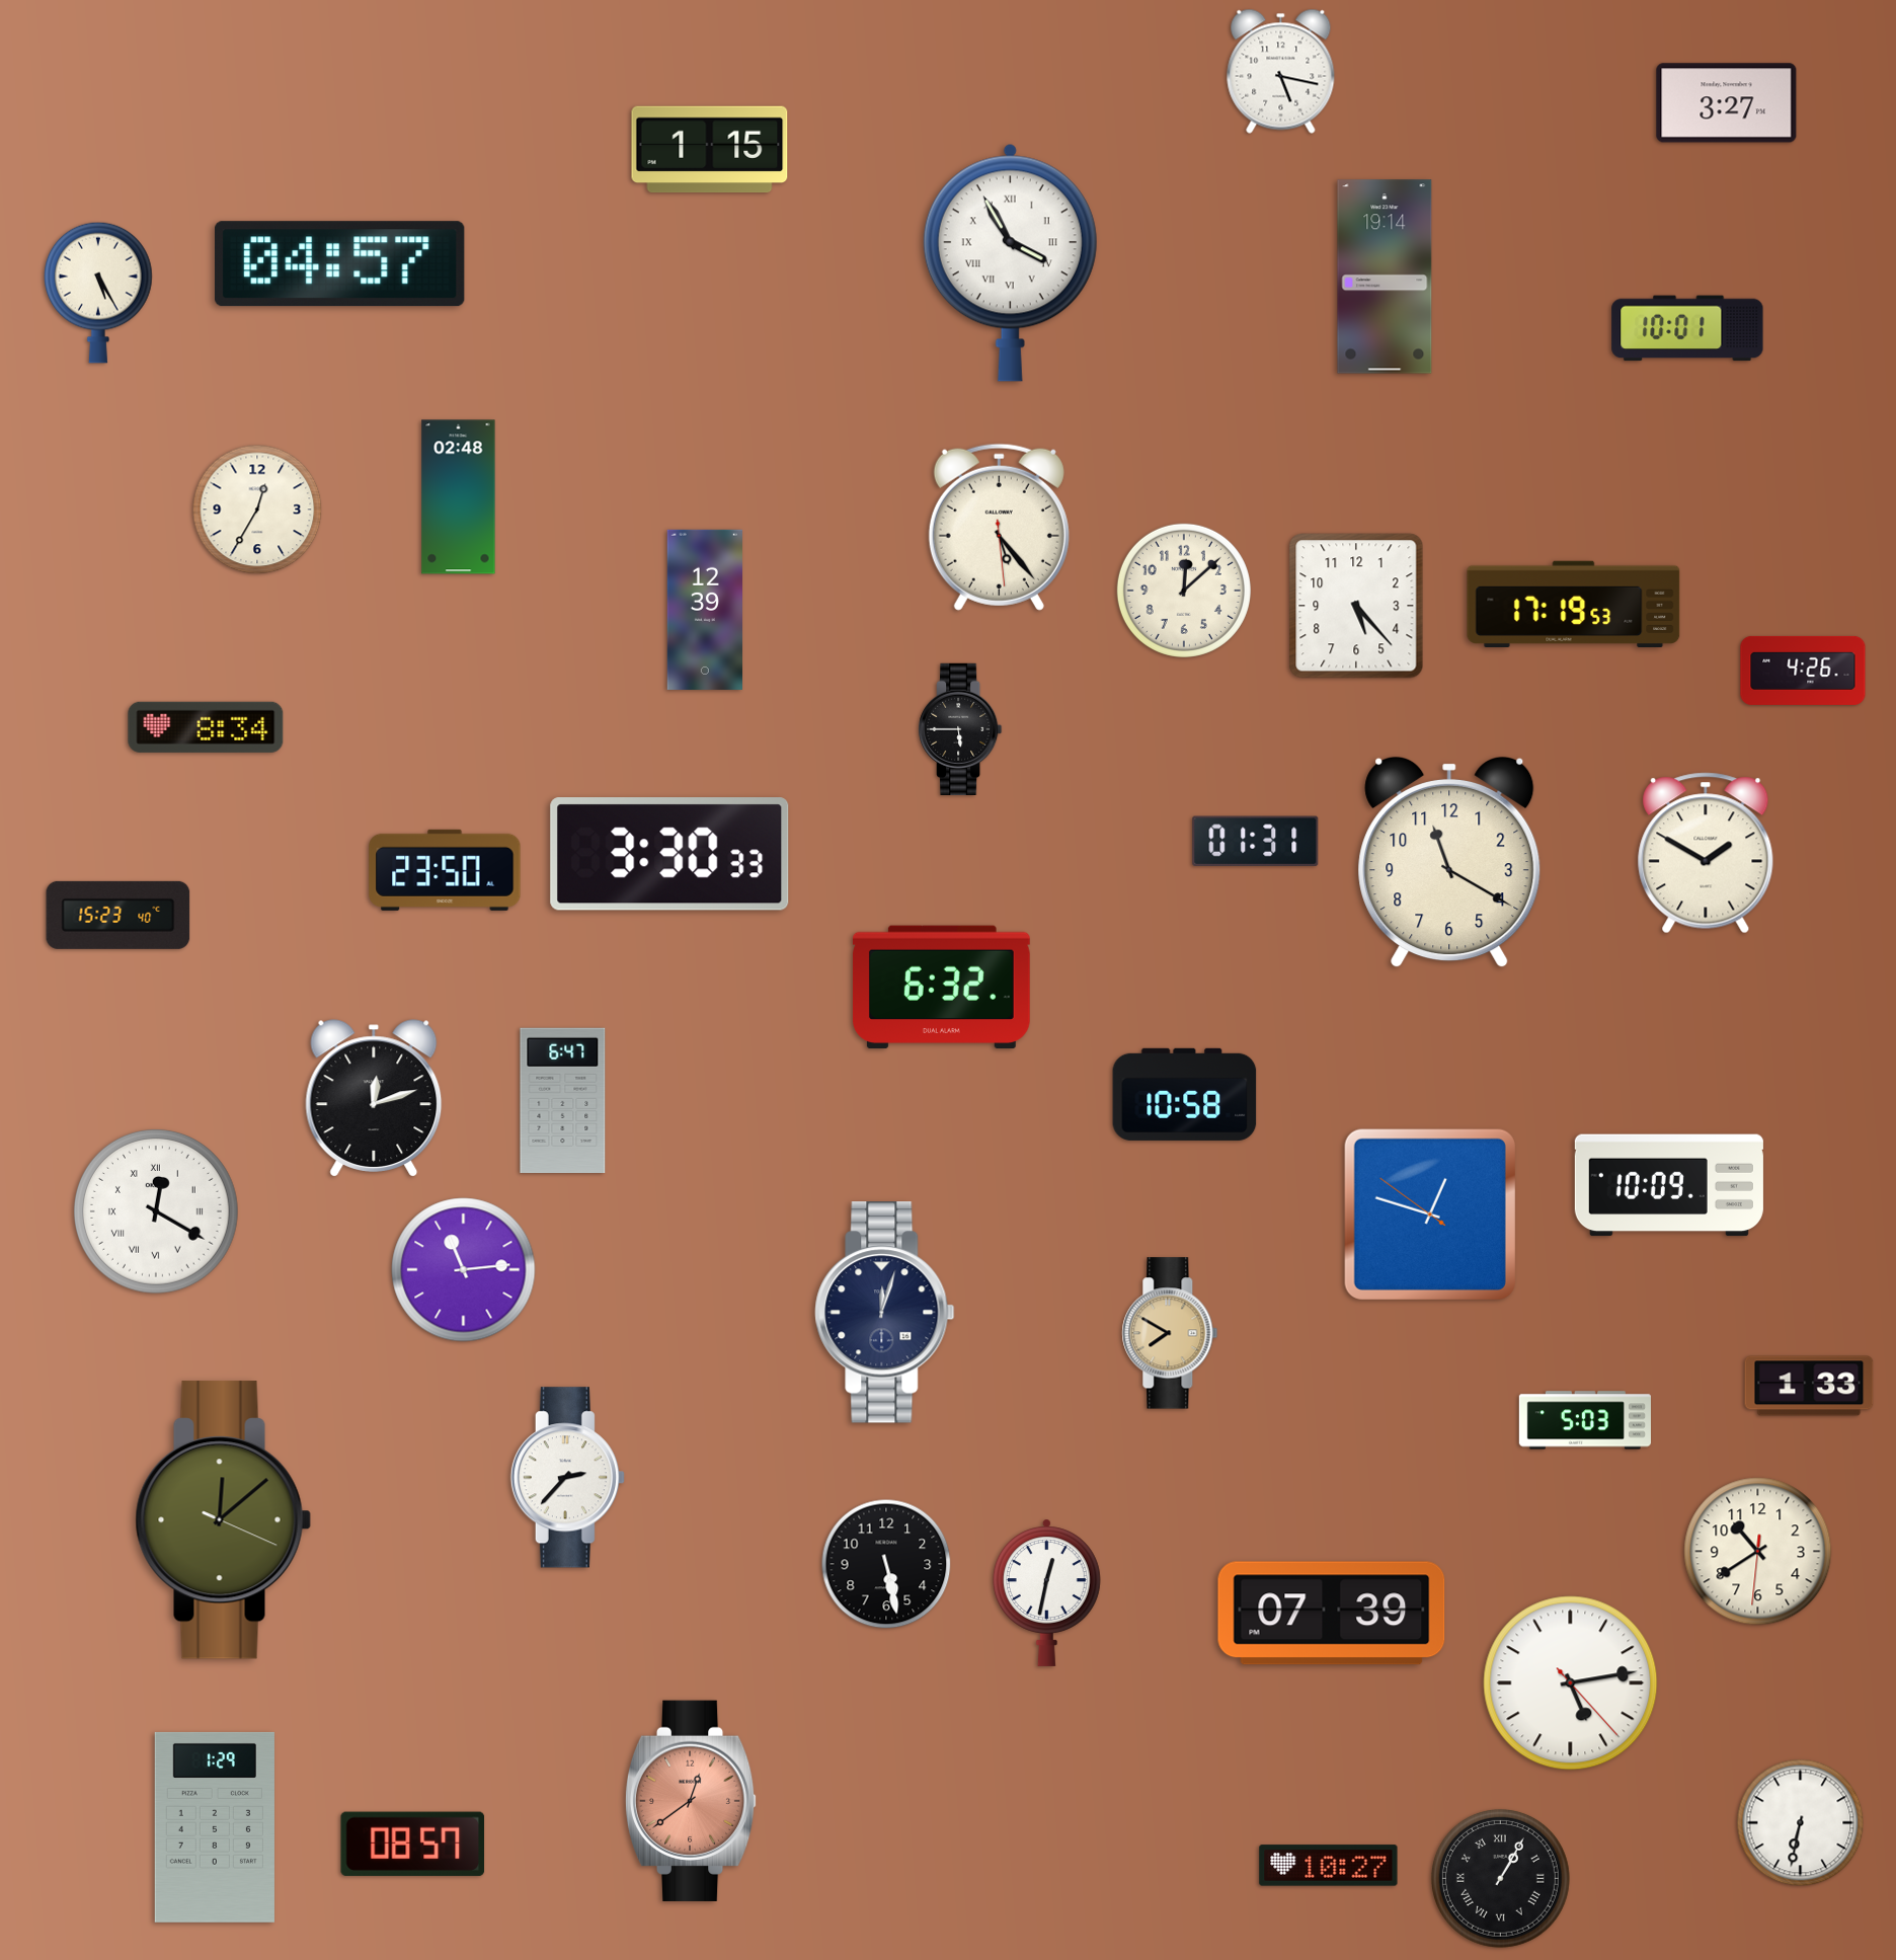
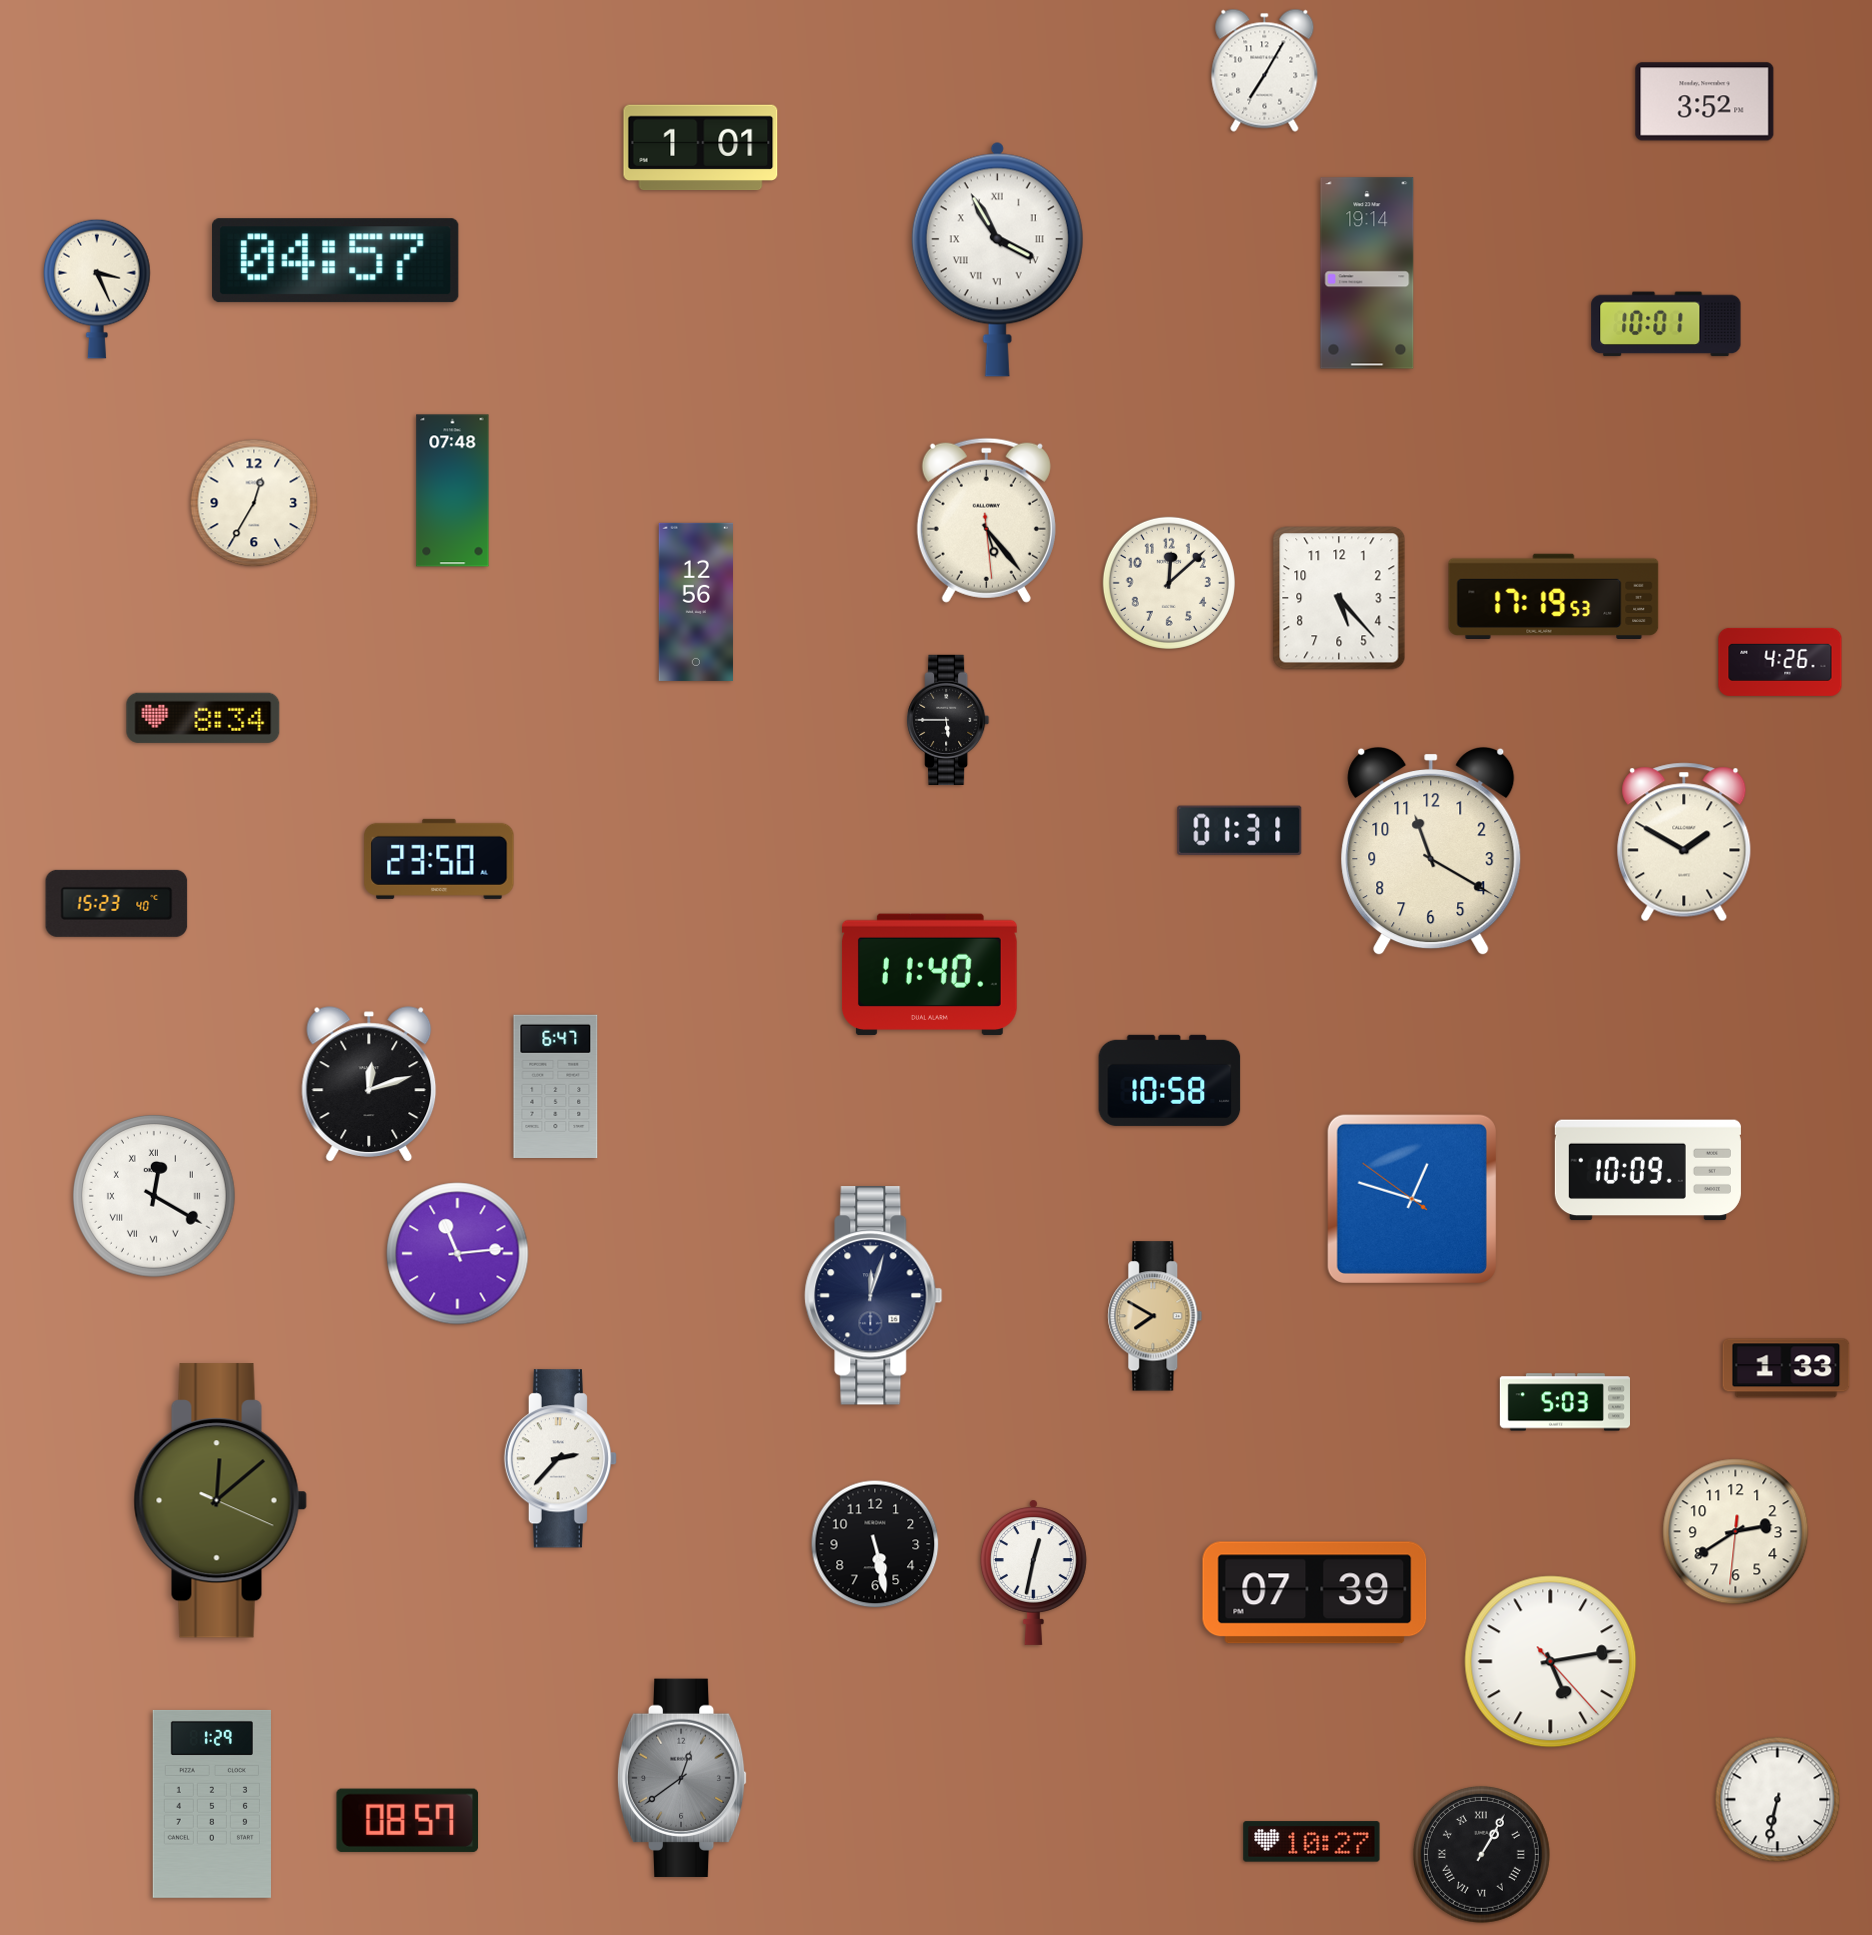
clock at (1281, 71): 5:17 -> 7:05
clock at (1727, 103): 3:27 -> 3:52
clock at (710, 150): 1:15 -> 1:01
clock at (99, 293): 5:25 -> 3:26
clock at (459, 497): 02:48 -> 07:48
clock at (704, 610): 12:39 -> 12:56
clock at (669, 854): 3:30 -> none
clock at (941, 988): 6:32 -> 11:40
clock at (1758, 1552): 10:39 -> 2:39
clock at (691, 1801) dial: salmon -> grey
